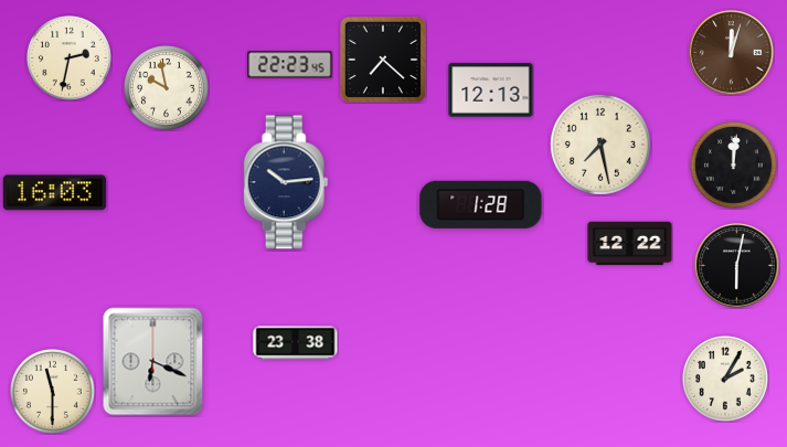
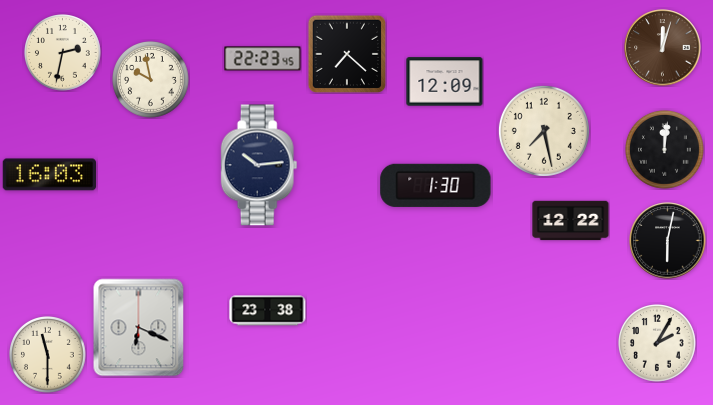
clock at (491, 91): 12:13 -> 12:09
clock at (481, 204): 1:28 -> 1:30
